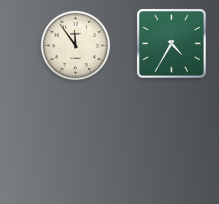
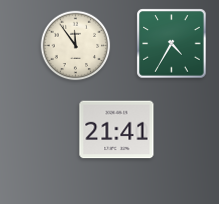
clock at (117, 130): none -> 21:41
